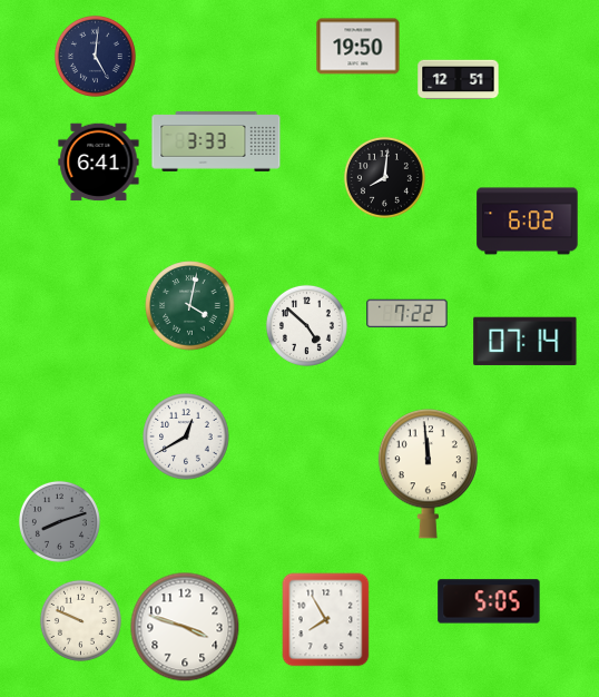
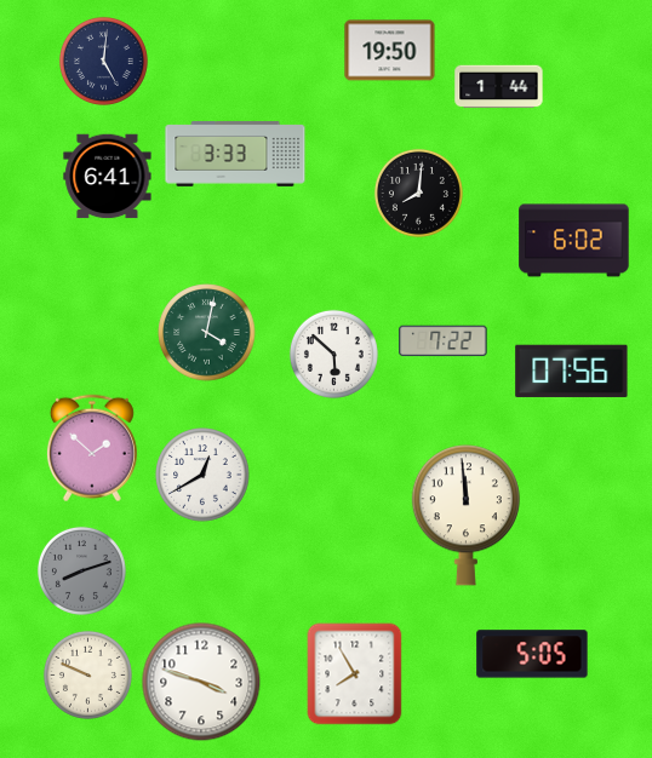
clock at (459, 80): 12:51 -> 1:44
clock at (306, 325): 4:52 -> 5:52
clock at (526, 341): 07:14 -> 07:56
clock at (92, 448): none -> 1:52
clock at (59, 521) position: (59, 521) -> (81, 570)
